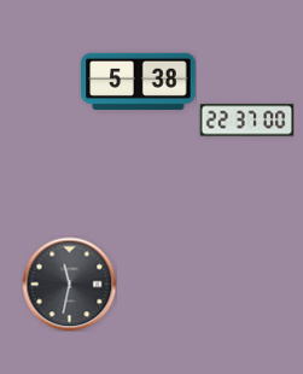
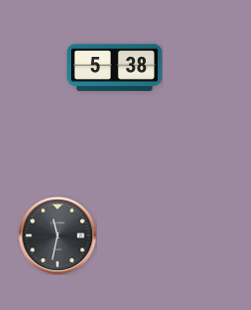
clock at (246, 121): 22:37 -> none
